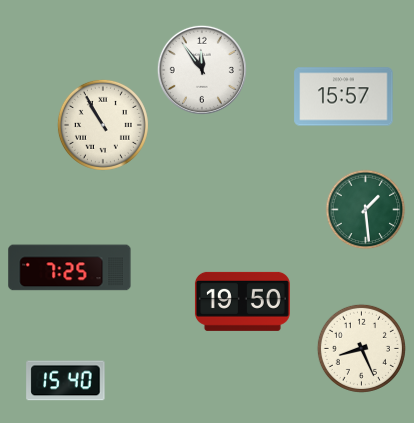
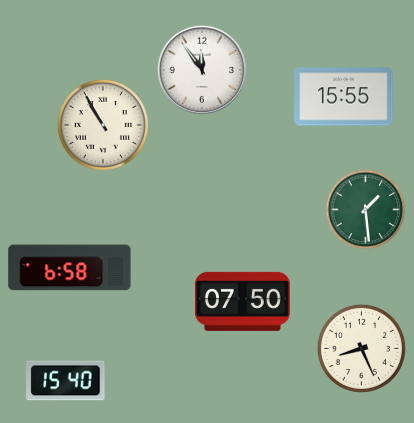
clock at (344, 97): 15:57 -> 15:55
clock at (70, 268): 7:25 -> 6:58
clock at (242, 301): 19:50 -> 07:50
